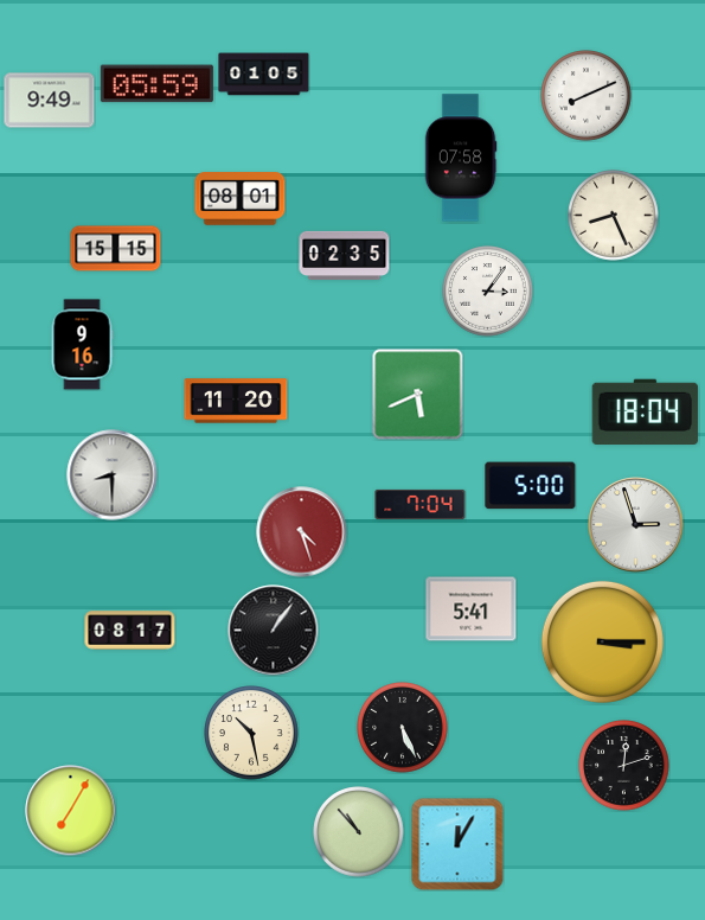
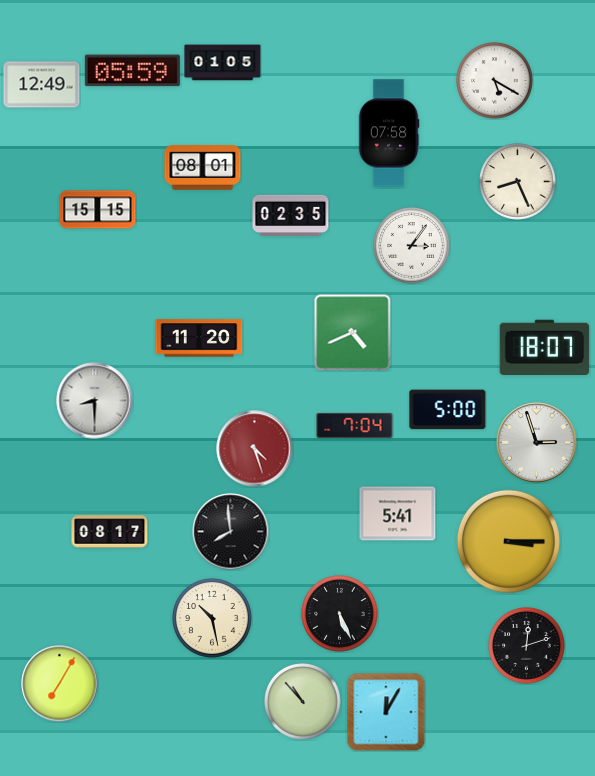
clock at (587, 96): 8:11 -> 5:20
clock at (50, 101): 9:49 -> 12:49
clock at (82, 345): 9:16 -> none
clock at (418, 395): 5:41 -> 4:41
clock at (646, 411): 18:04 -> 18:07
clock at (274, 631): 1:06 -> 7:59
